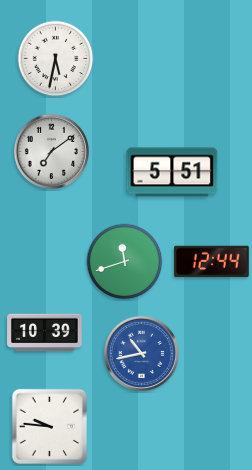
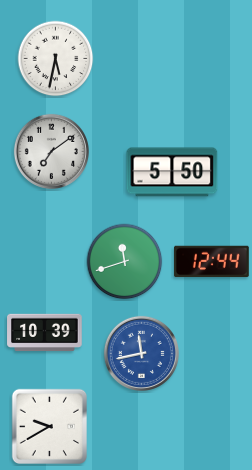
clock at (172, 172): 5:51 -> 5:50
clock at (141, 353): 10:43 -> 11:43
clock at (49, 426): 9:46 -> 9:40
